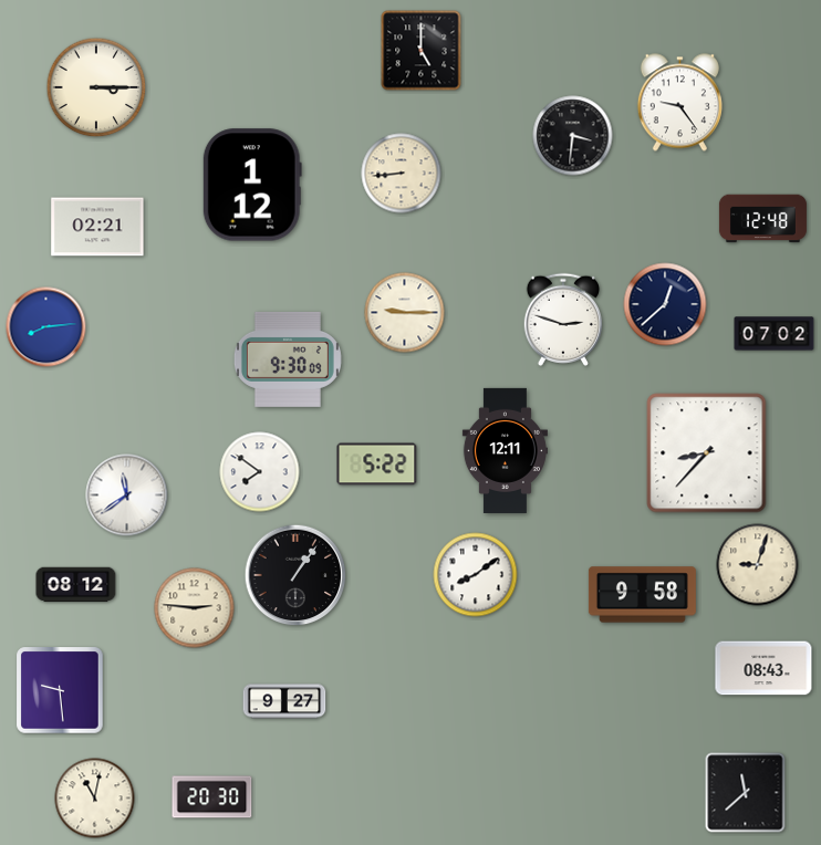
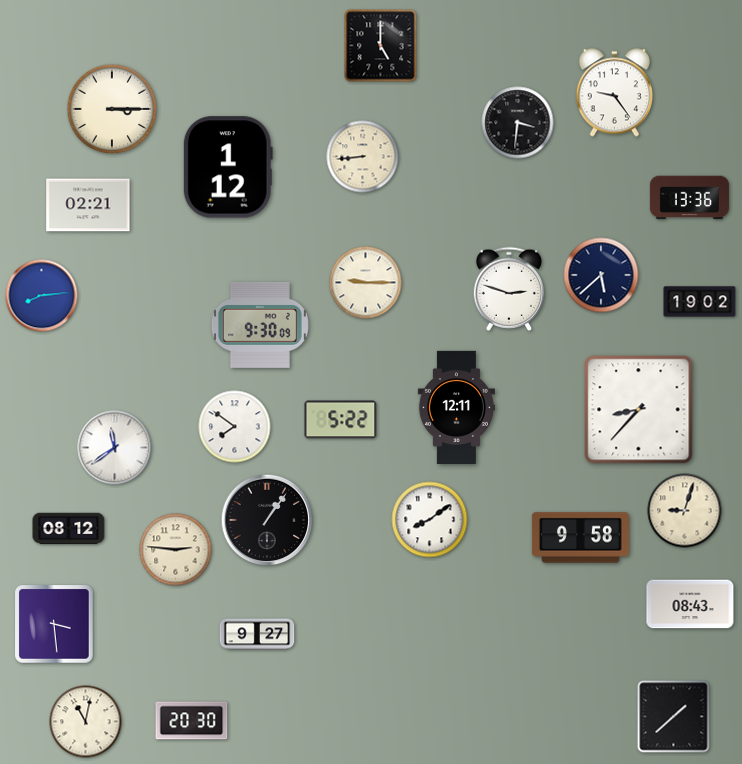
clock at (96, 87) position: (96, 87) -> (112, 109)
clock at (762, 219): 12:48 -> 13:36
clock at (665, 304): 12:38 -> 5:38
clock at (775, 334): 07:02 -> 19:02
clock at (60, 690): 9:29 -> 3:29
clock at (746, 793): 11:38 -> 1:38
